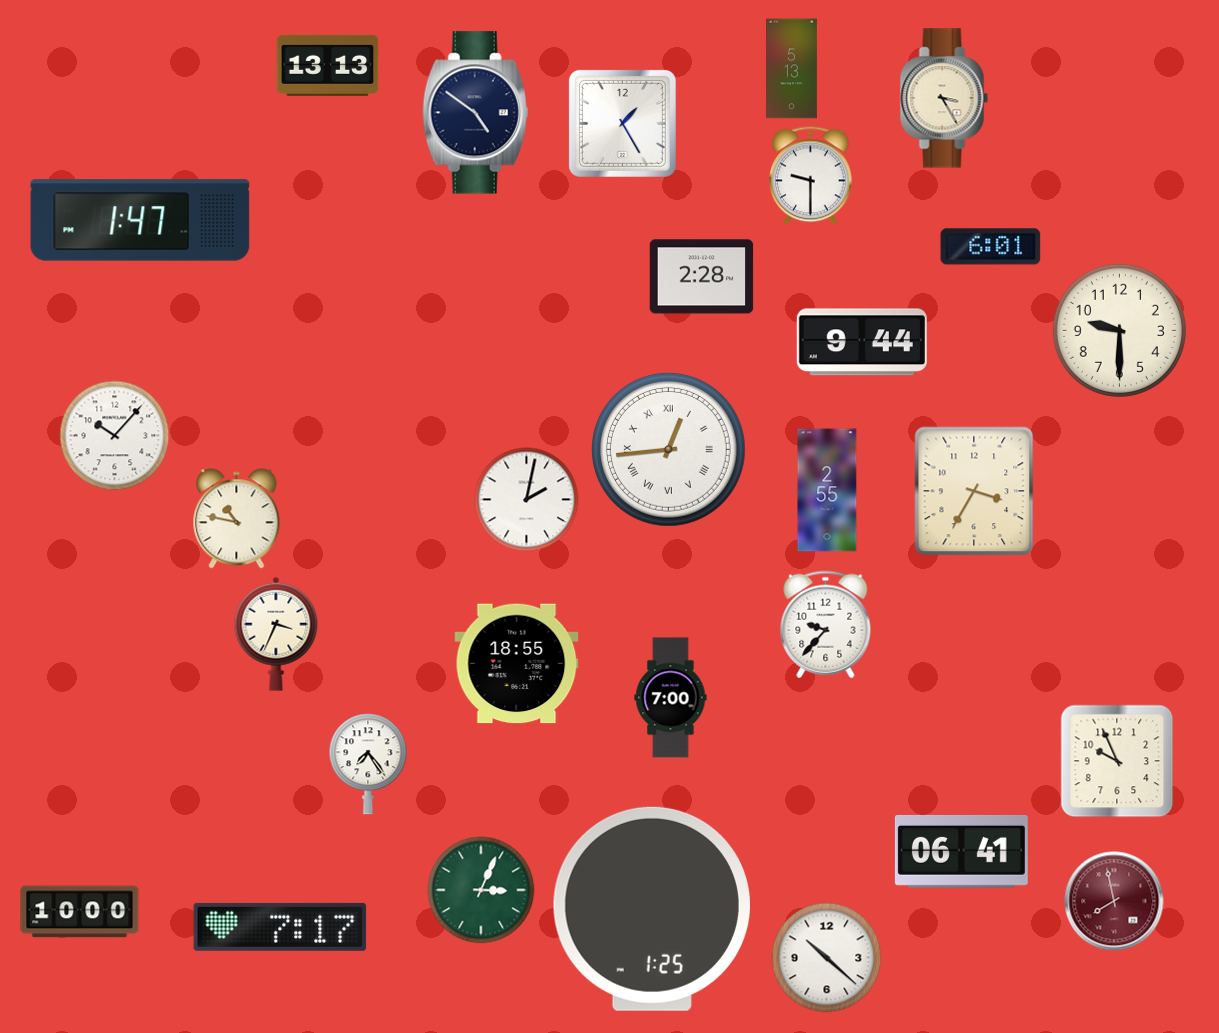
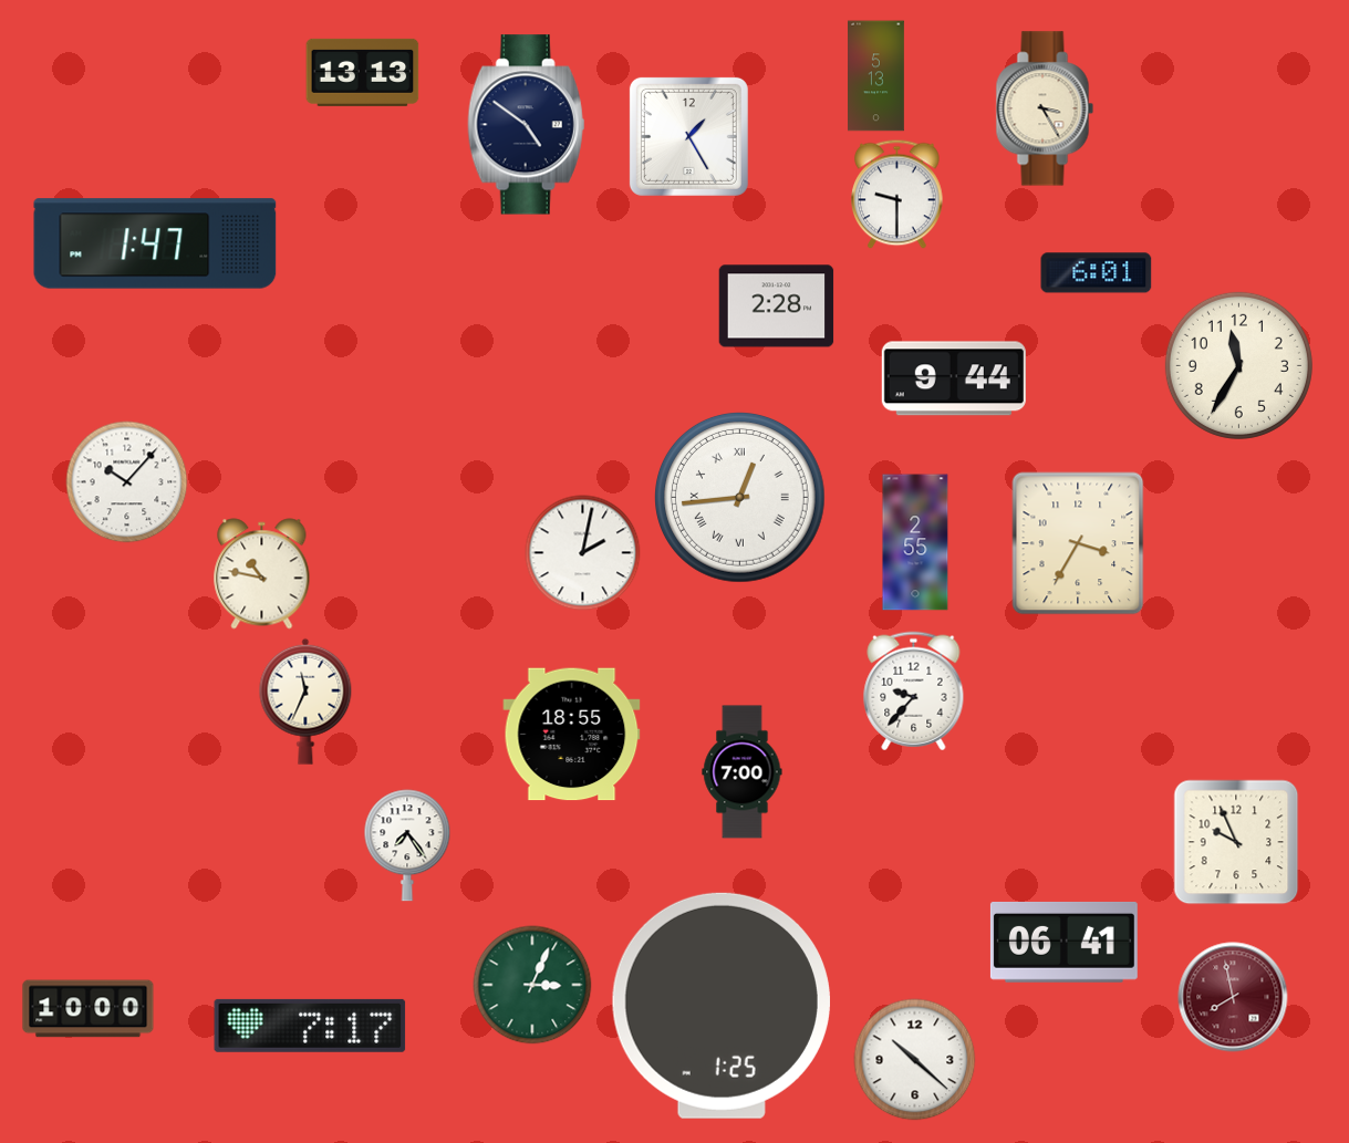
clock at (1119, 330): 9:30 -> 11:35
clock at (276, 634): 3:34 -> 11:34
